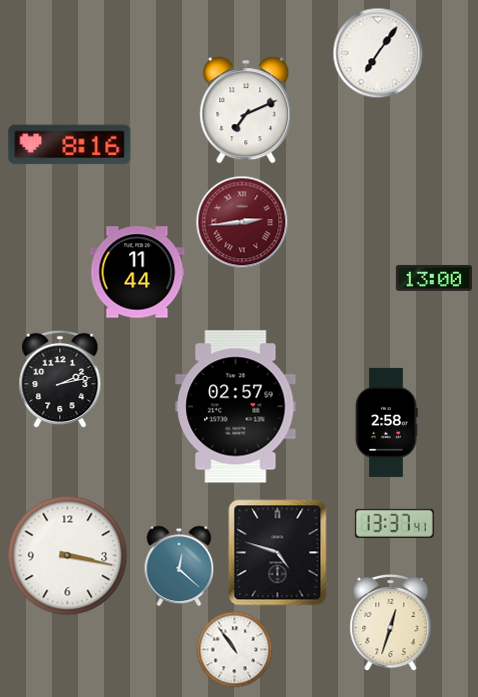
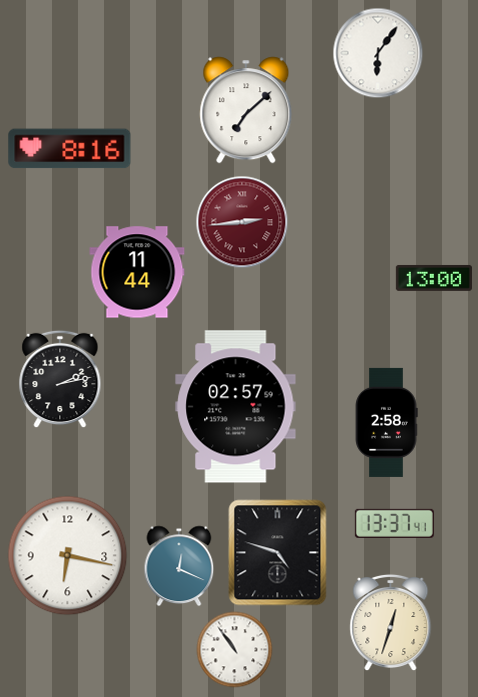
clock at (378, 53): 7:06 -> 6:06
clock at (246, 110): 7:11 -> 7:08
clock at (70, 145) position: (70, 145) -> (70, 149)
clock at (68, 556): 3:17 -> 6:17
clock at (179, 566): 12:22 -> 12:19
